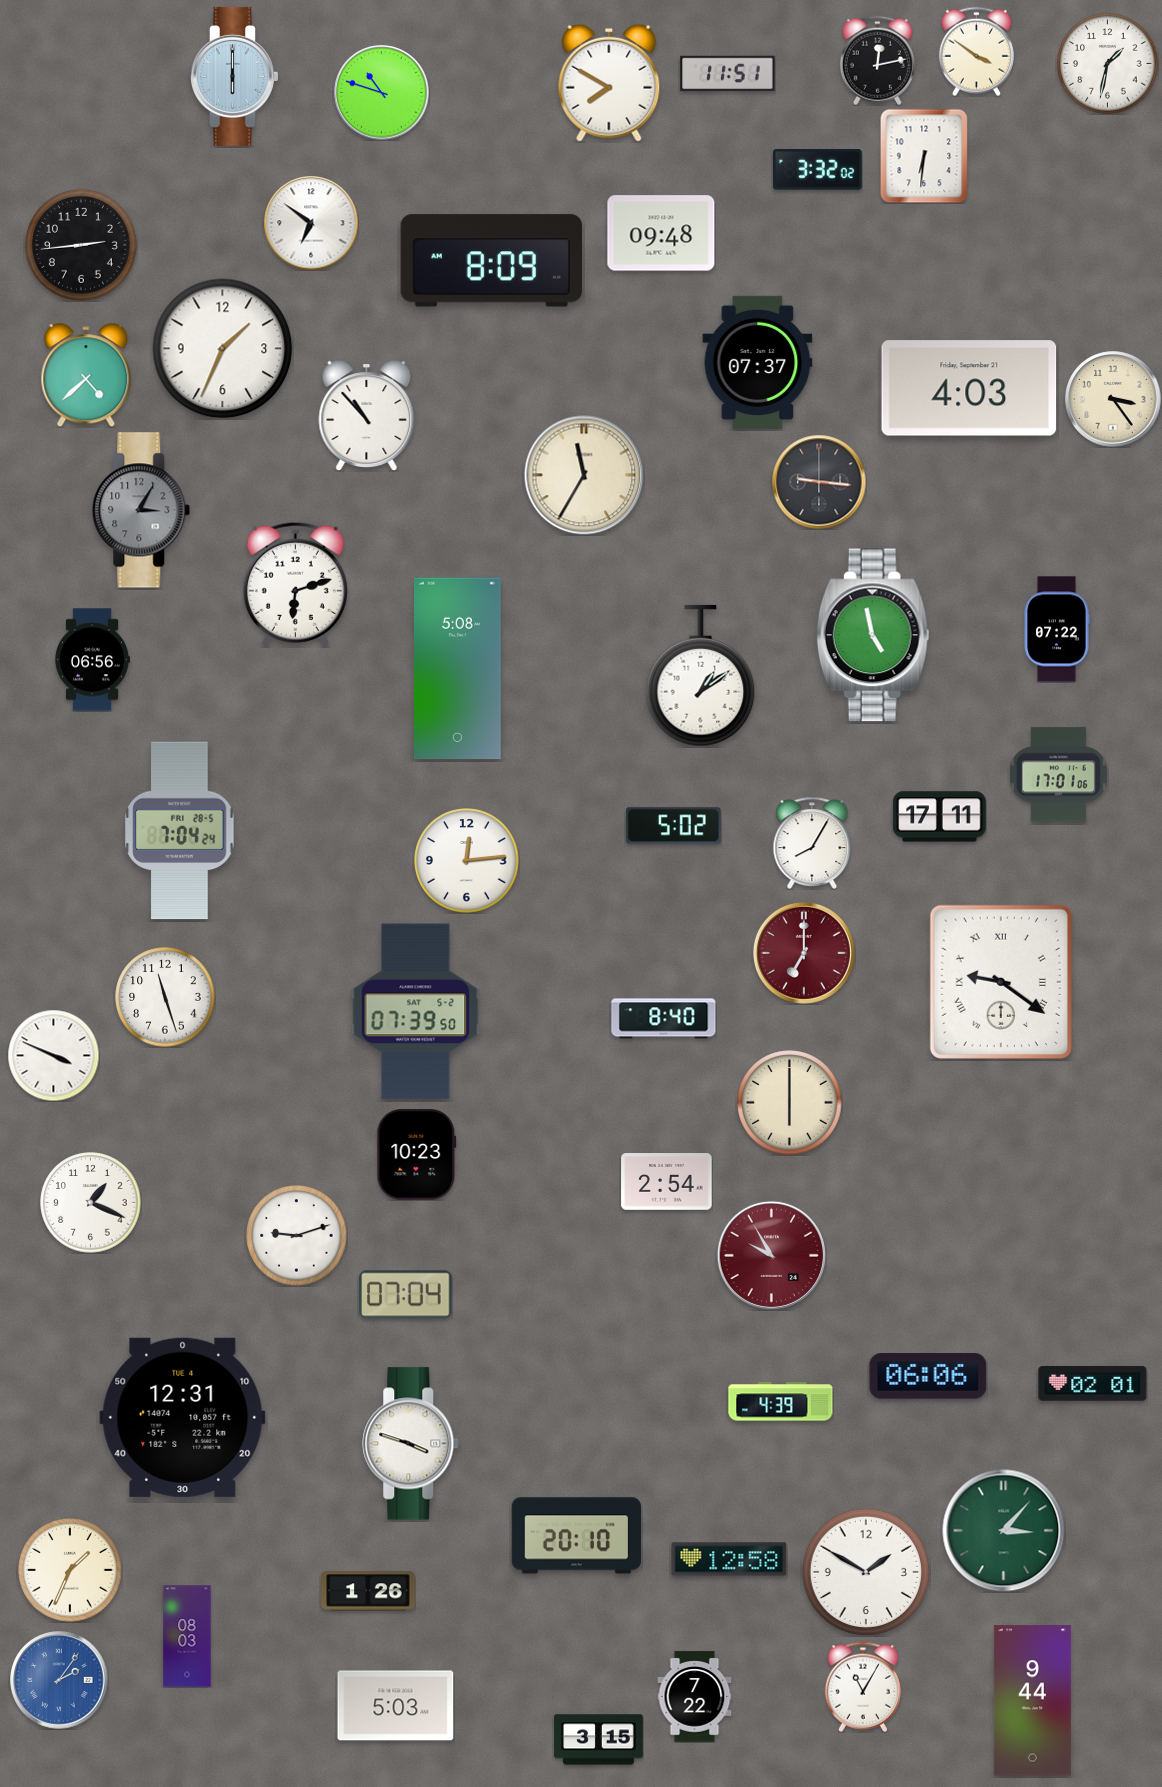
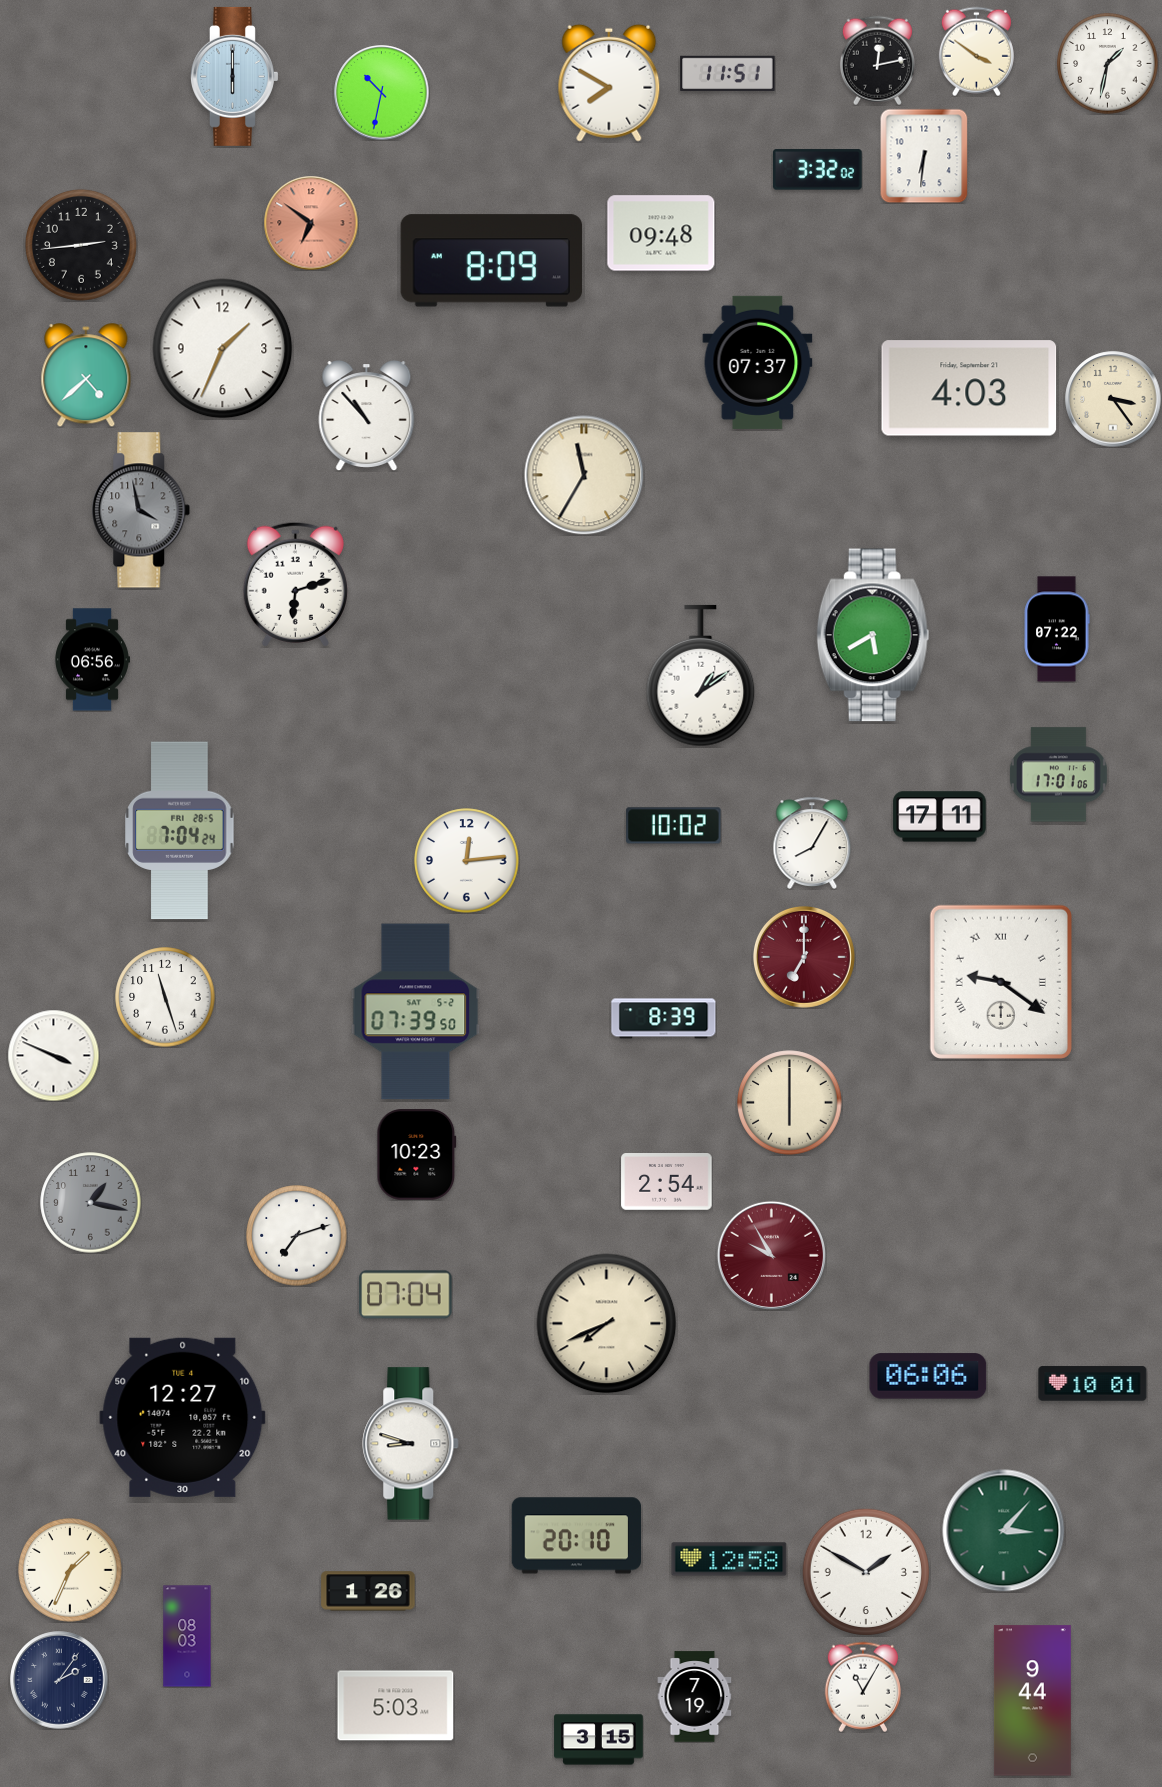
clock at (382, 93): 10:48 -> 10:32
clock at (311, 223) dial: white -> salmon
clock at (819, 482): 9:16 -> none
clock at (141, 510): 3:05 -> 3:58
clock at (873, 635): 4:58 -> 5:40
clock at (457, 669): 5:08 -> none
clock at (674, 826): 5:02 -> 10:02
clock at (804, 953) position: (804, 953) -> (804, 957)
clock at (664, 1019): 8:40 -> 8:39
clock at (91, 1203): 1:19 -> 1:17
clock at (91, 1203) dial: white -> grey
clock at (297, 1236): 9:12 -> 7:12
clock at (607, 1324): none -> 7:41
clock at (1093, 1384): 02:01 -> 10:01
clock at (781, 1402): 4:39 -> none
clock at (183, 1417): 12:31 -> 12:27
clock at (411, 1444): 3:48 -> 8:48
clock at (59, 1680) dial: blue -> navy
clock at (695, 1697): 7:22 -> 7:19
